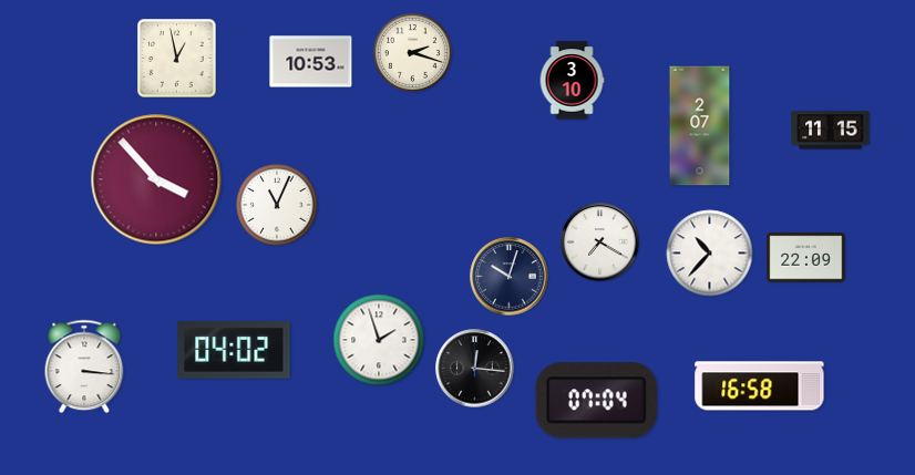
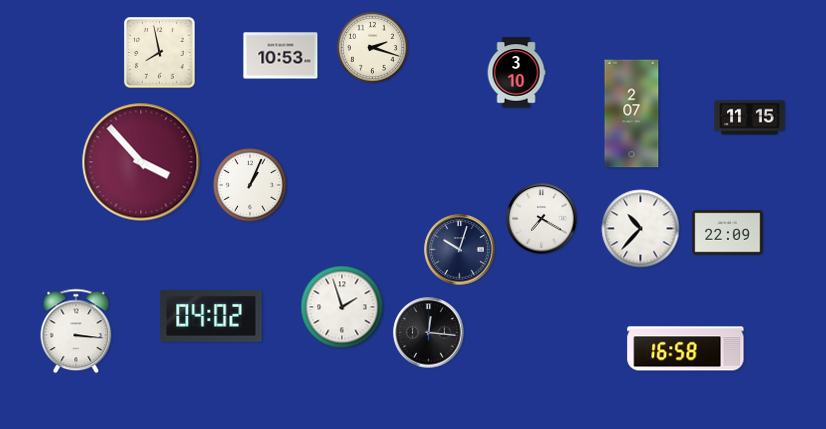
clock at (177, 59): 12:58 -> 7:58
clock at (277, 205): 11:04 -> 1:04
clock at (596, 401): 07:04 -> none
